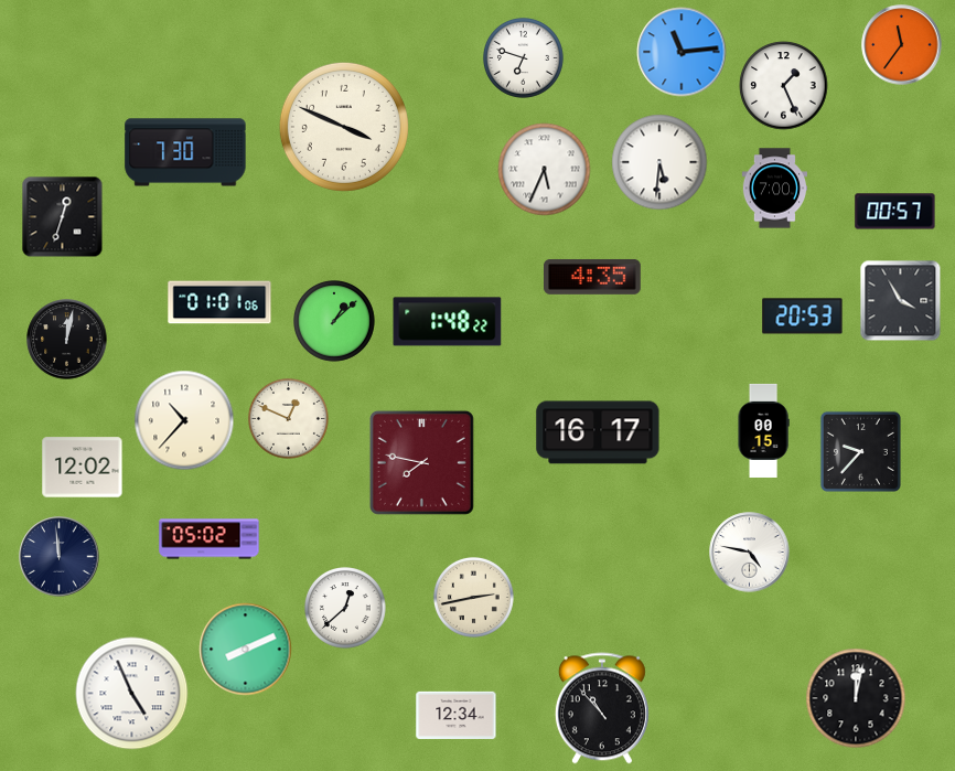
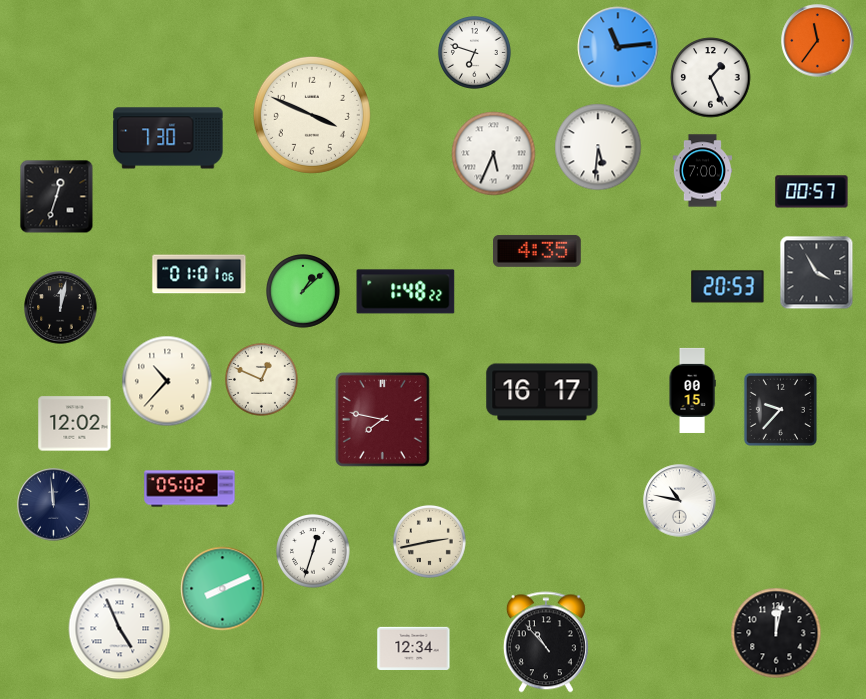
clock at (750, 553): 4:47 -> 10:47
clock at (346, 609): 12:38 -> 12:33
